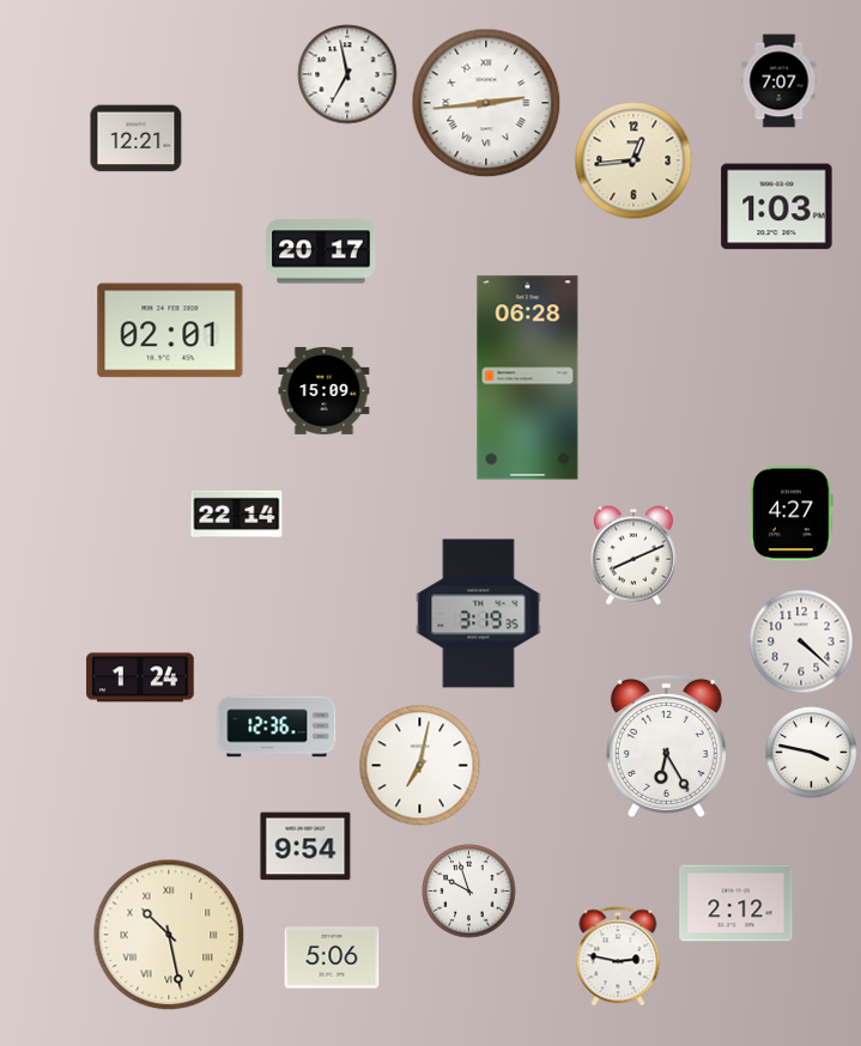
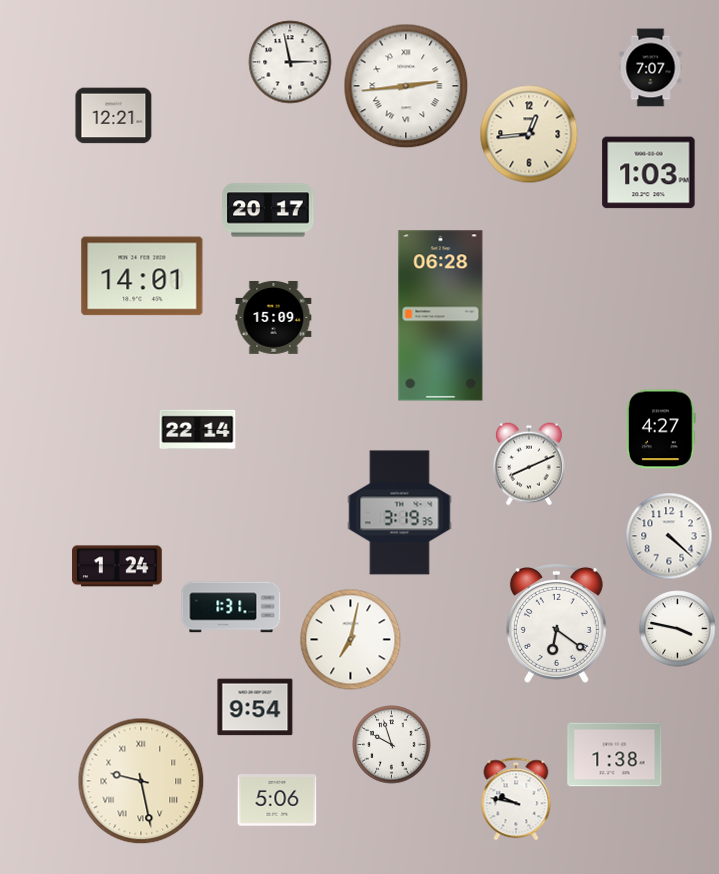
clock at (347, 74): 6:58 -> 2:58
clock at (170, 330): 02:01 -> 14:01
clock at (325, 390) position: (325, 390) -> (274, 317)
clock at (277, 726): 12:36 -> 1:31
clock at (666, 747): 6:25 -> 6:21
clock at (736, 904): 2:12 -> 1:38
clock at (169, 935): 10:28 -> 9:28
clock at (618, 956): 2:47 -> 9:47
